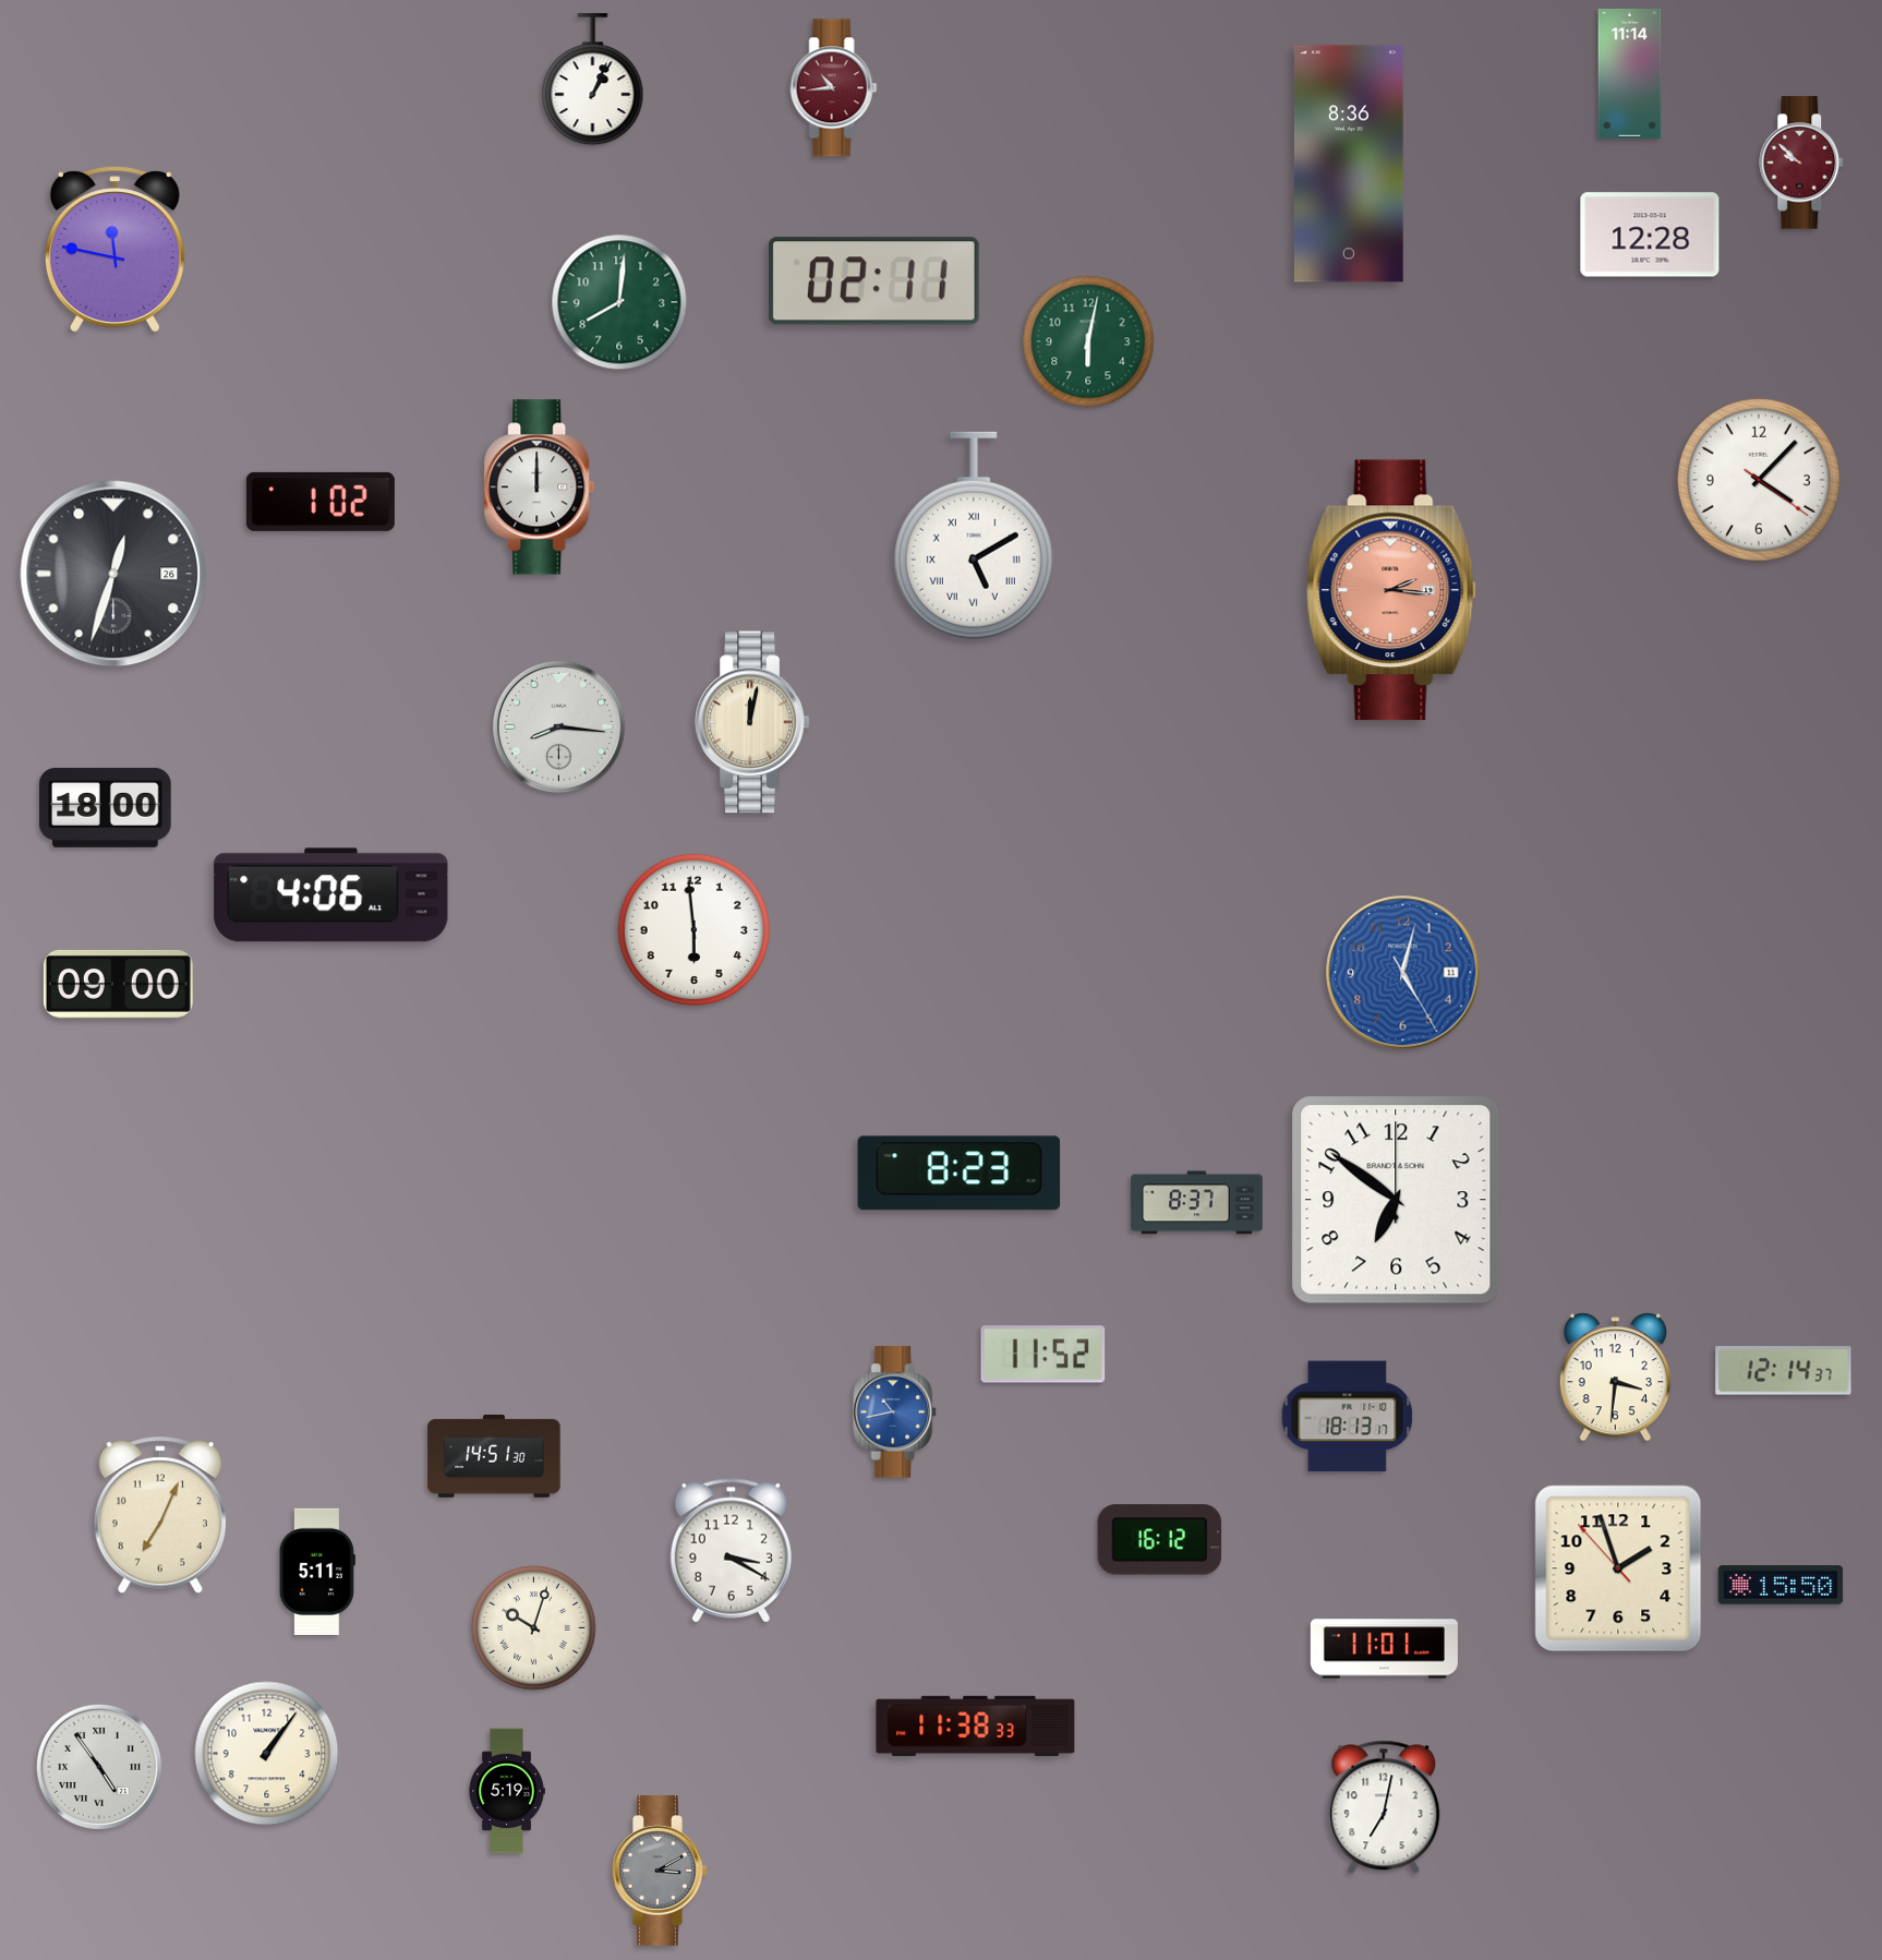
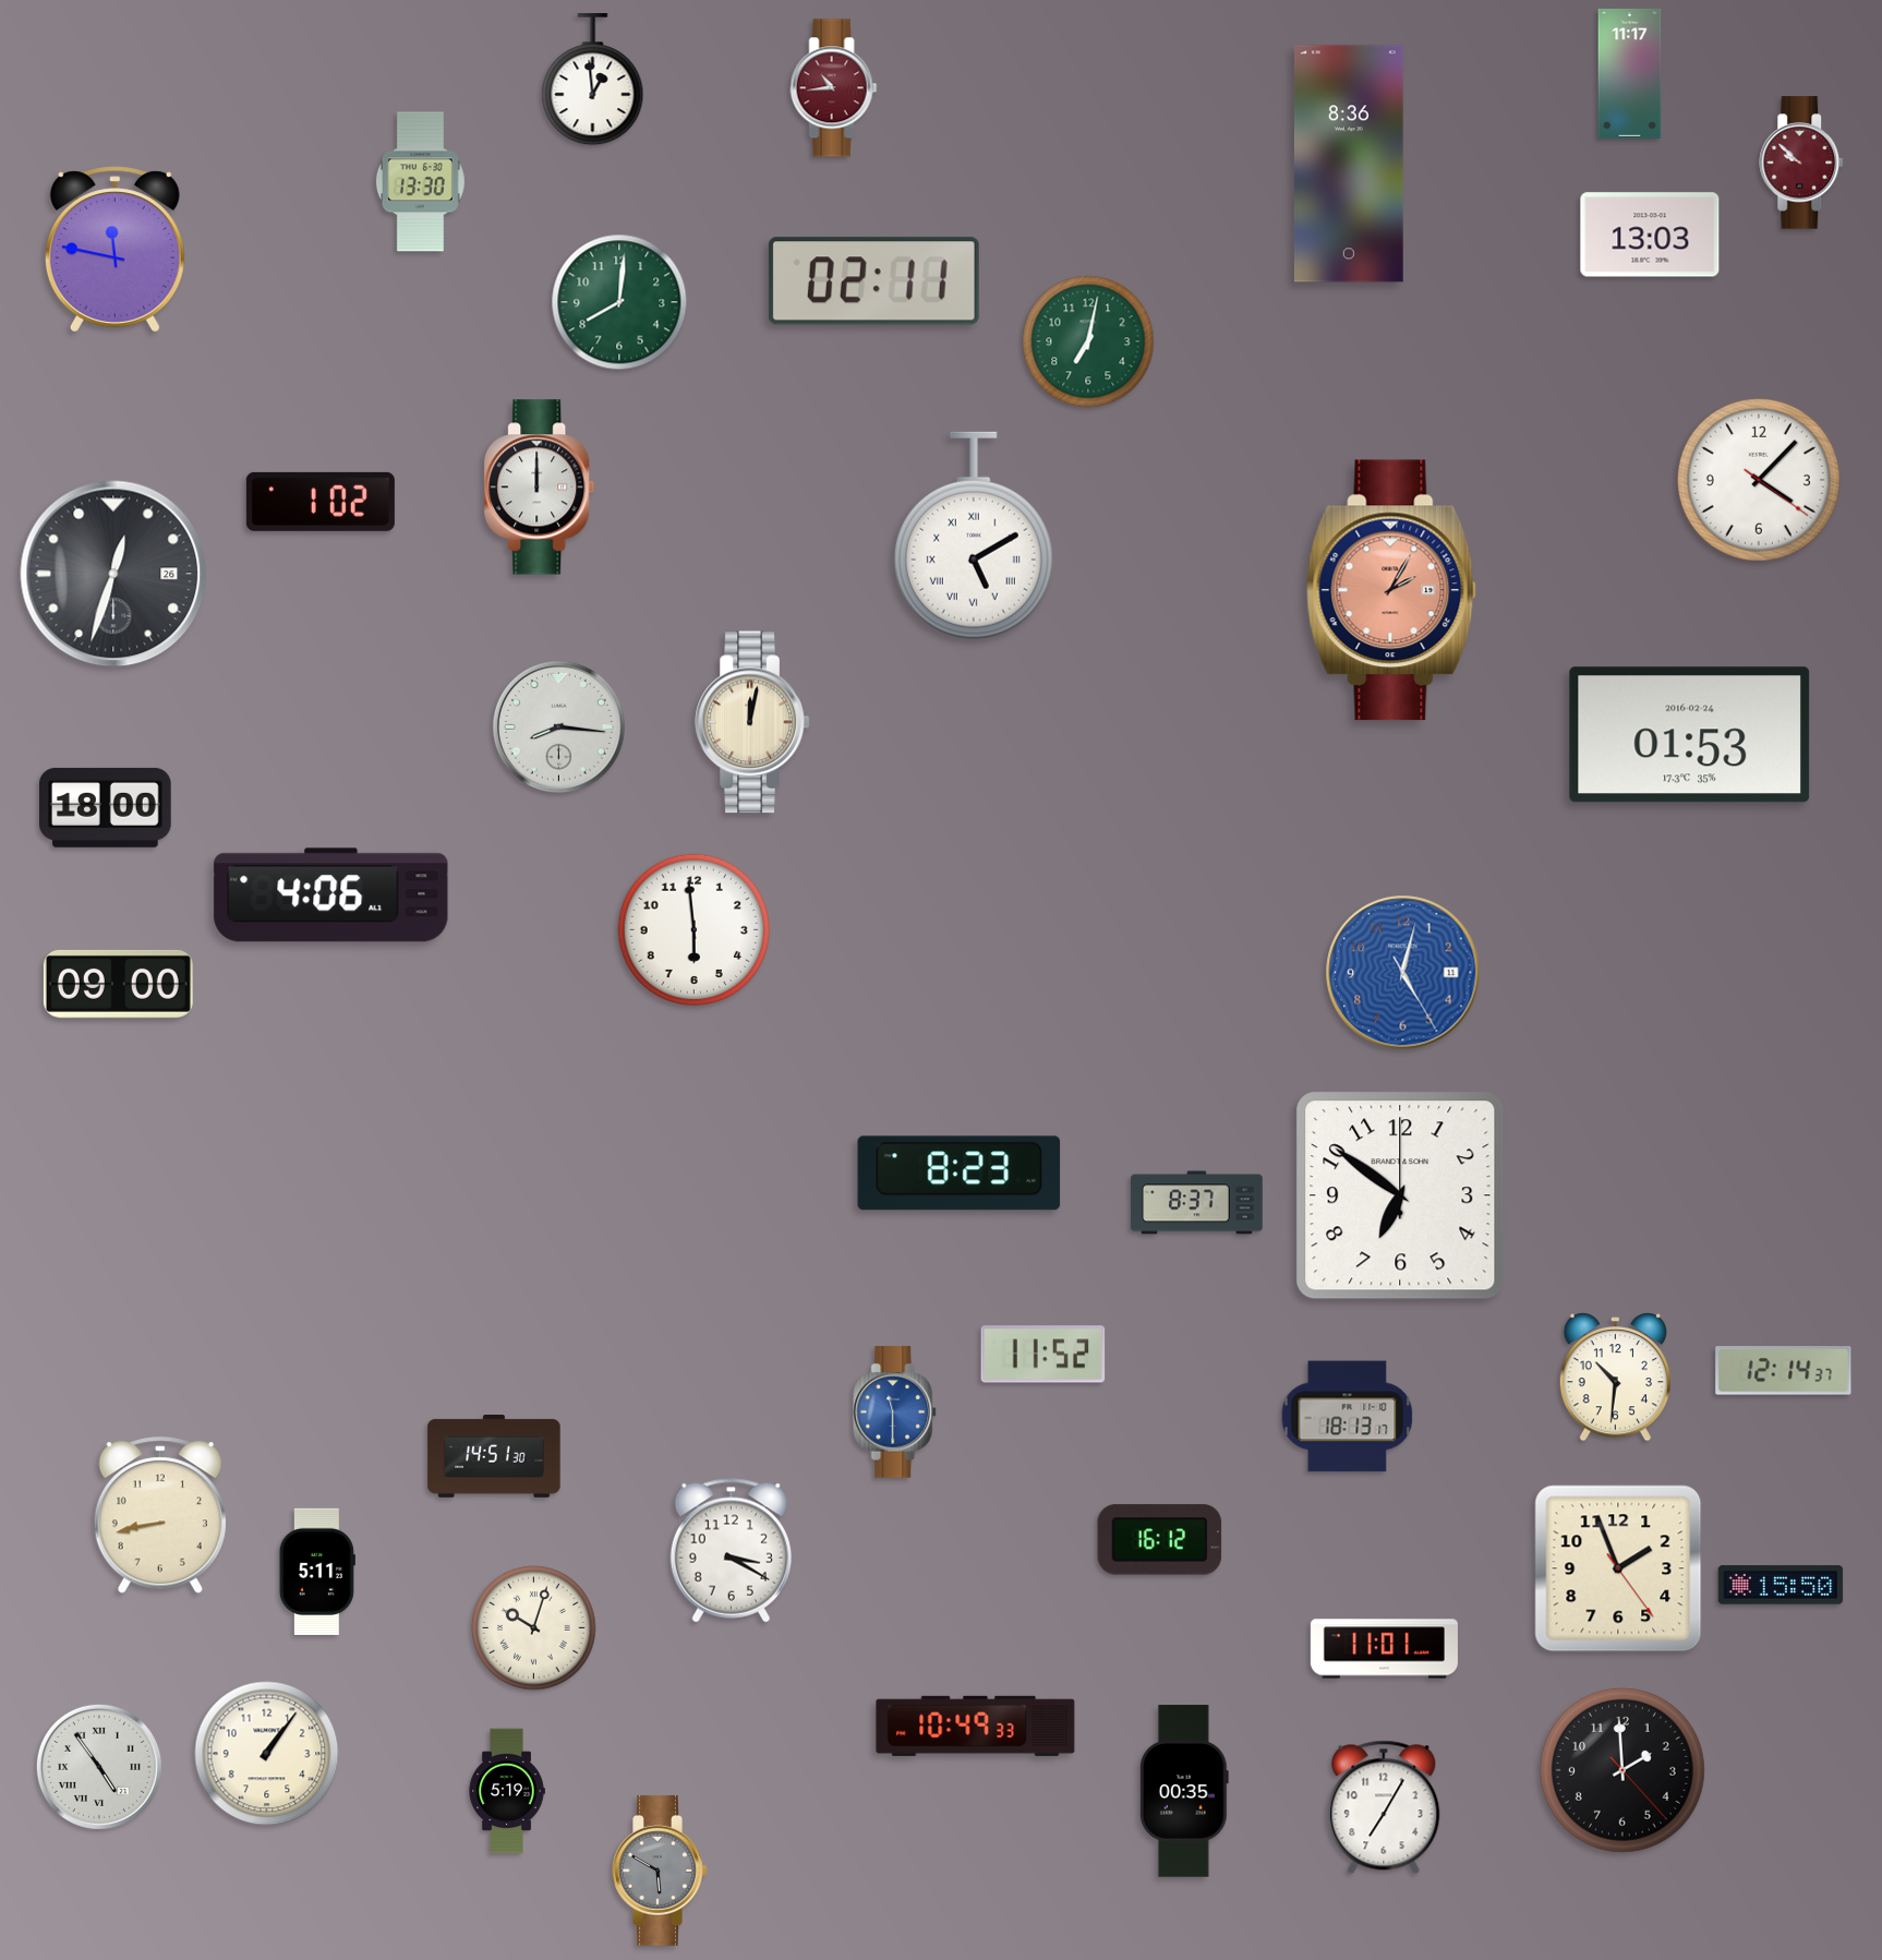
clock at (1630, 73): 11:14 -> 11:17
clock at (593, 80): 1:04 -> 12:59
clock at (420, 182): none -> 13:30
clock at (1650, 235): 12:28 -> 13:03
clock at (1088, 341): 6:02 -> 7:02
clock at (1391, 590): 2:16 -> 2:05
clock at (1690, 735): none -> 01:53
clock at (1396, 1200) position: (1396, 1200) -> (1400, 1195)
clock at (1615, 1378): 3:31 -> 10:31
clock at (895, 1412): 10:43 -> 11:30
clock at (160, 1516): 7:04 -> 8:43
clock at (1618, 1568): 1:56:53 -> 1:56:24
clock at (976, 1725): 11:38 -> 10:49
clock at (1622, 1770): none -> 1:59
clock at (1184, 1791): none -> 00:35
clock at (1384, 1807): 7:02 -> 7:05
clock at (660, 1871): 3:10 -> 5:50
